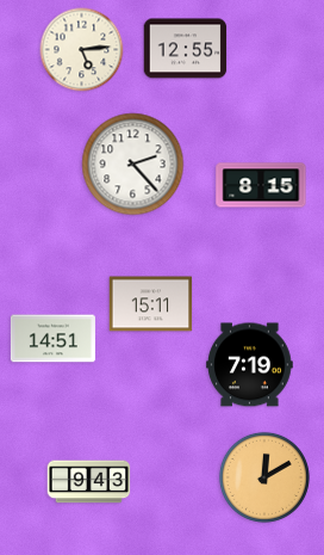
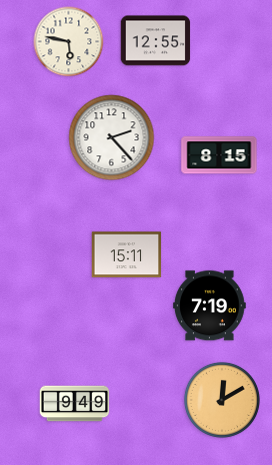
clock at (82, 50): 5:14 -> 5:47
clock at (52, 339): 14:51 -> none
clock at (89, 482): 9:43 -> 9:49
